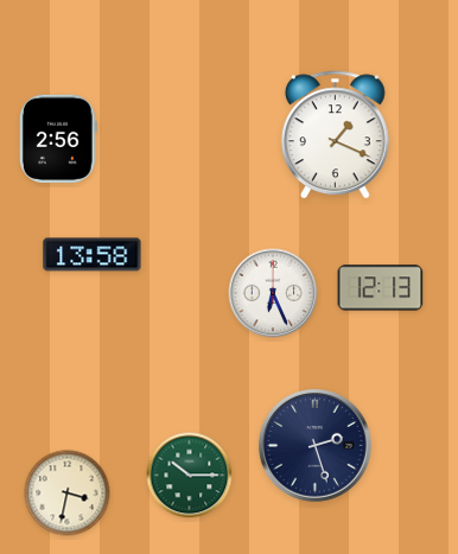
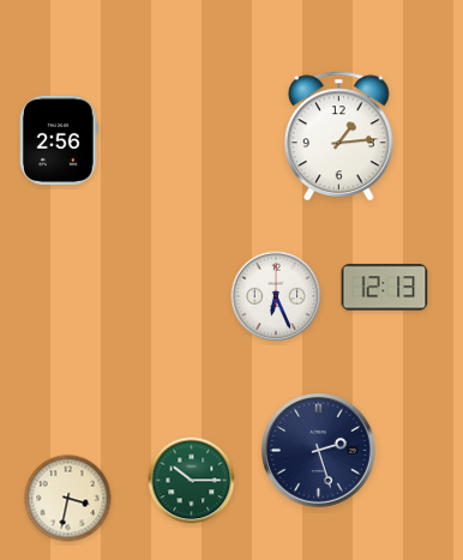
clock at (336, 135): 1:19 -> 1:14
clock at (93, 255): 13:58 -> none
clock at (381, 288) position: (381, 288) -> (385, 288)
